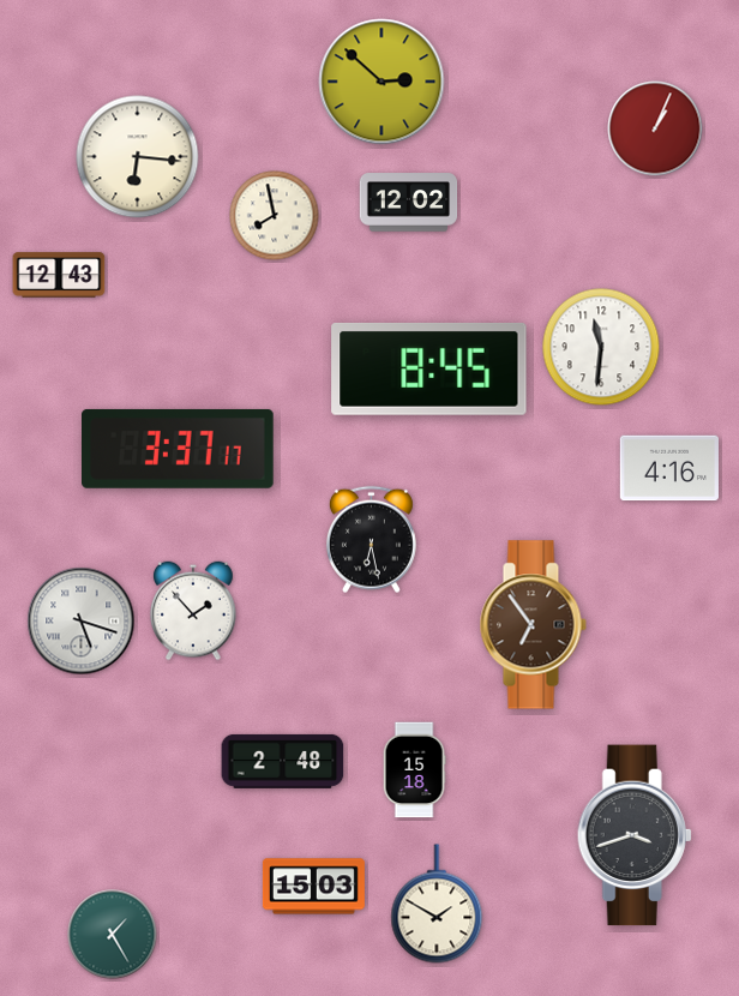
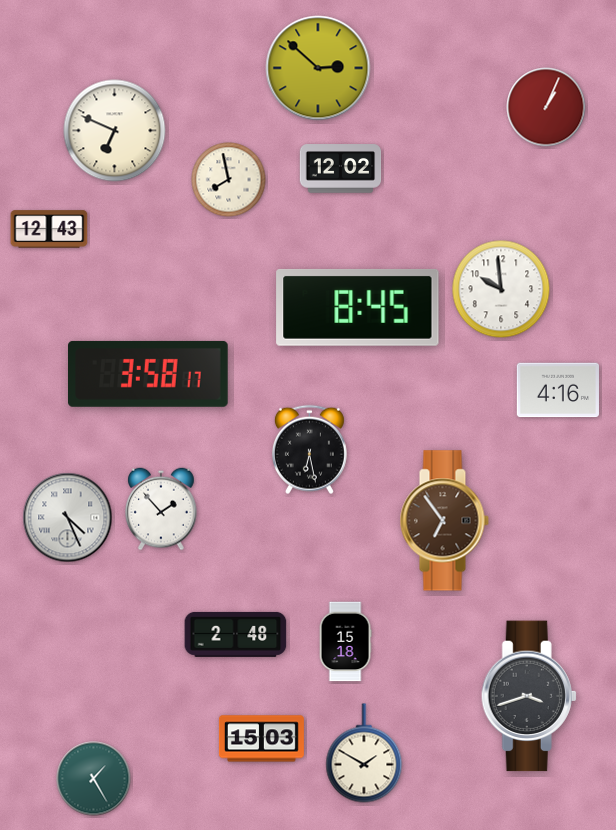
clock at (138, 157): 6:16 -> 6:49
clock at (601, 347): 11:31 -> 9:59
clock at (179, 449): 3:37 -> 3:58
clock at (82, 622): 5:18 -> 4:26
